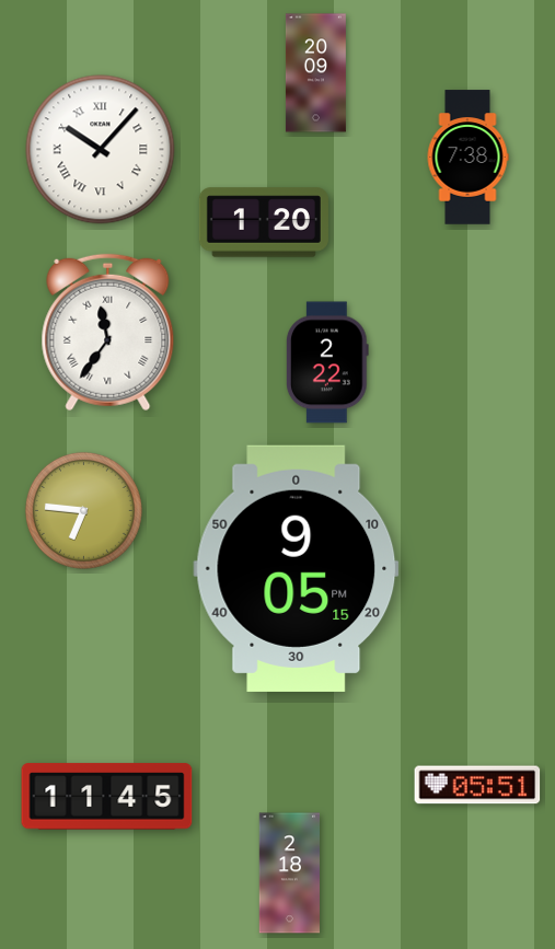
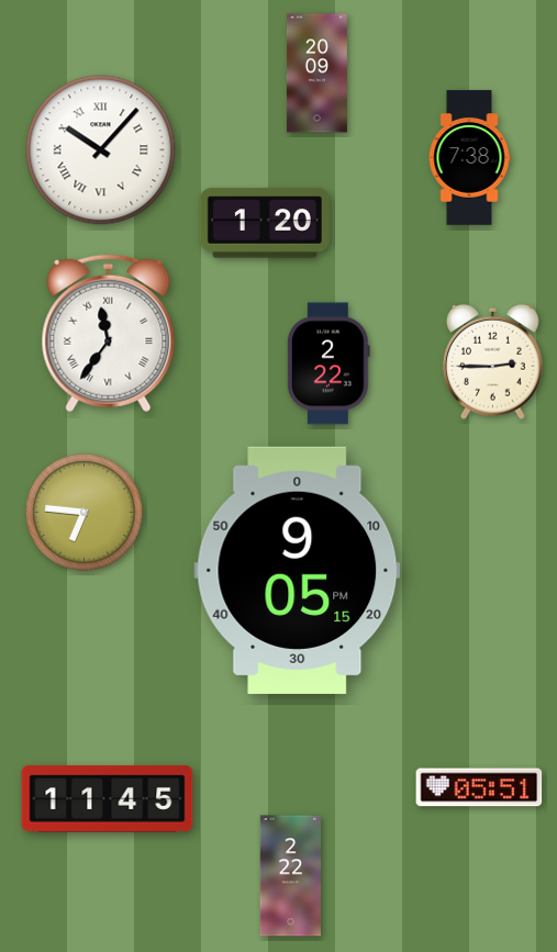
clock at (492, 361): none -> 2:45
clock at (290, 873): 2:18 -> 2:22
